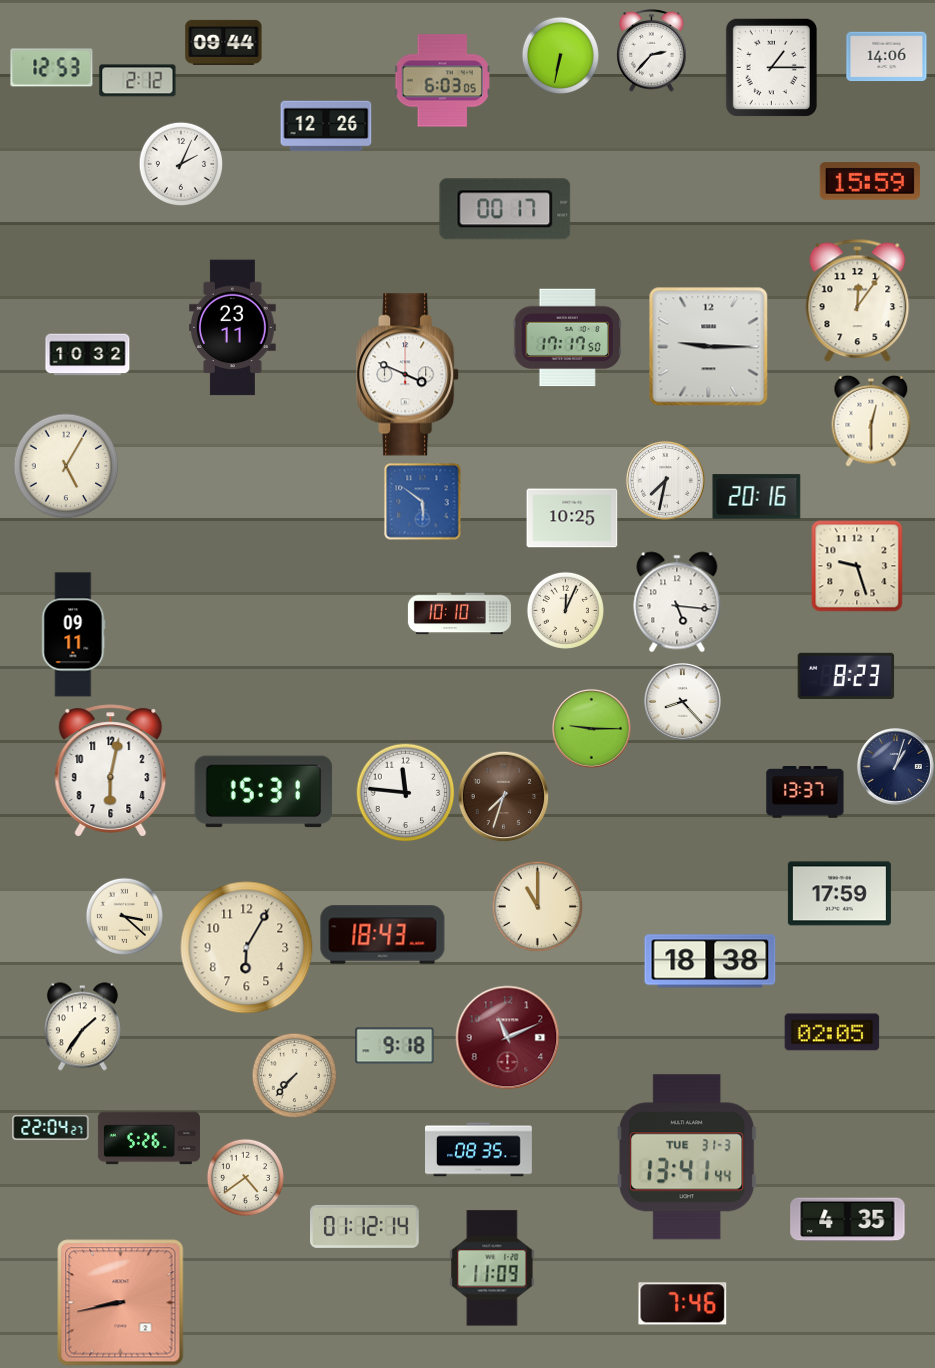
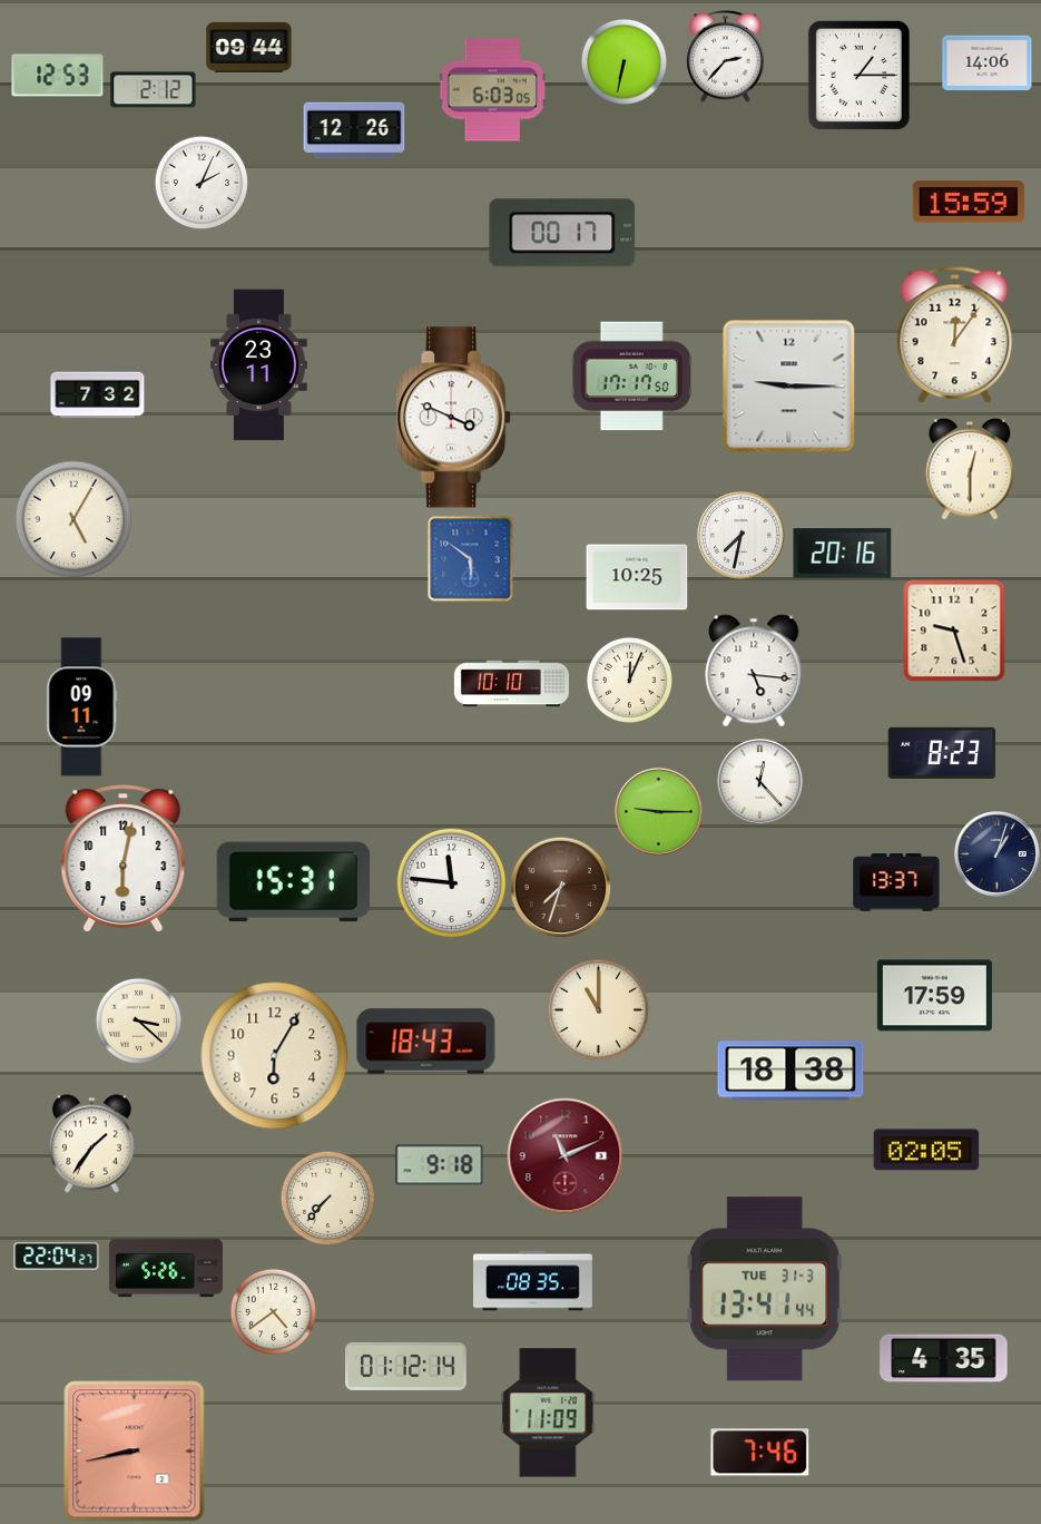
clock at (326, 126) position: (326, 126) -> (354, 130)
clock at (88, 355): 10:32 -> 7:32
clock at (683, 702): 8:23 -> 12:23
